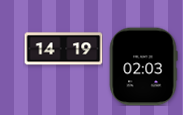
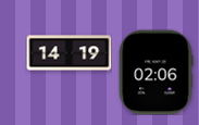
clock at (143, 66): 02:03 -> 02:06
